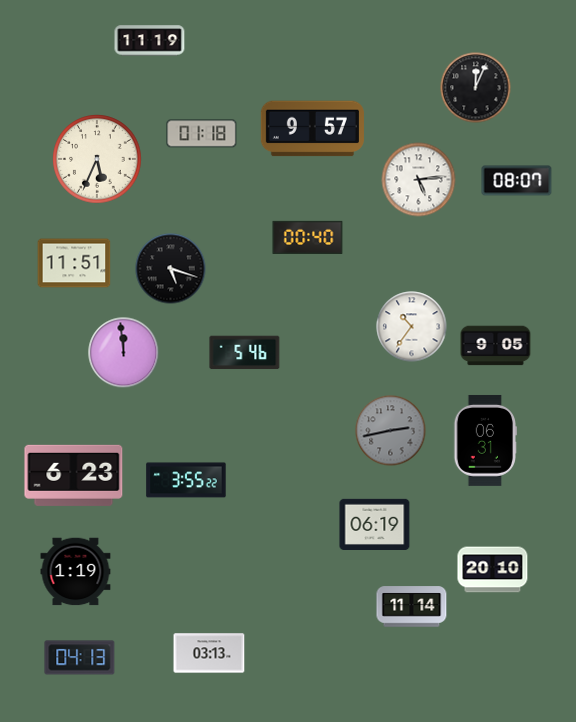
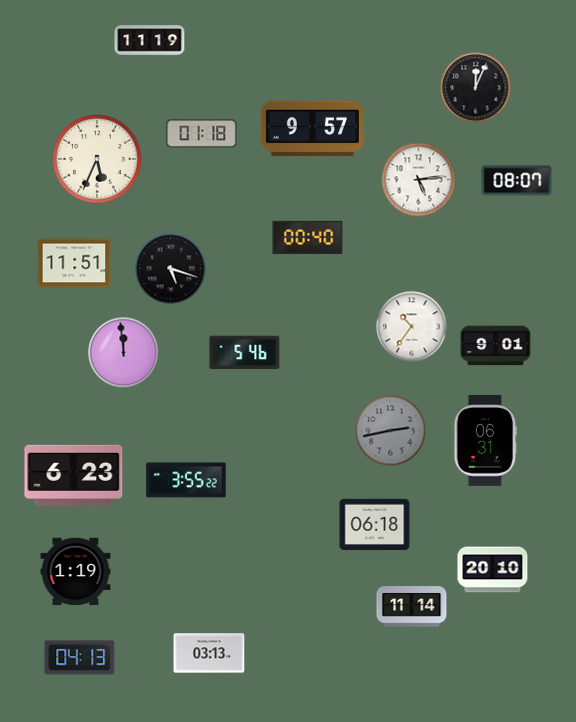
clock at (496, 346): 9:05 -> 9:01
clock at (375, 524): 06:19 -> 06:18
